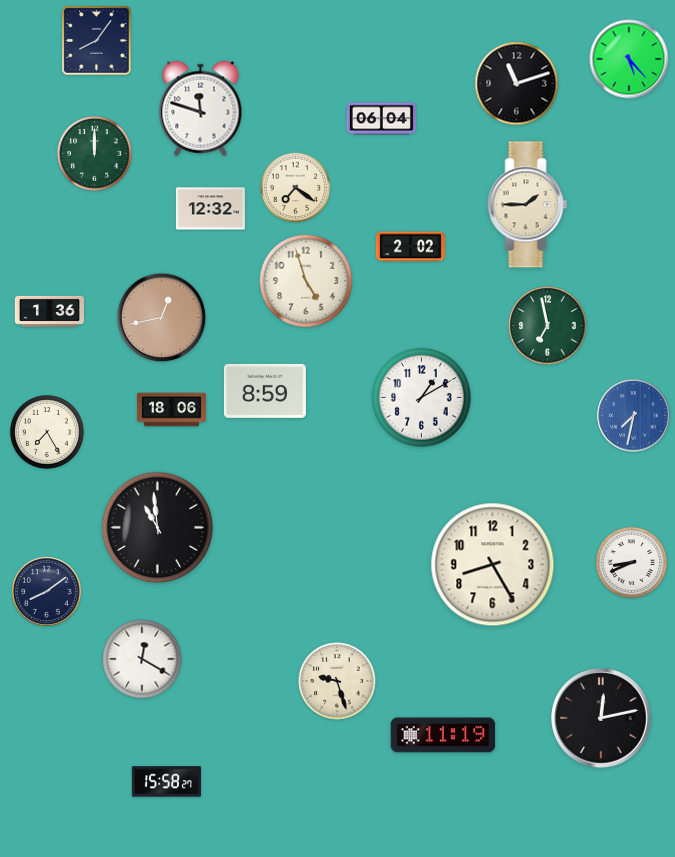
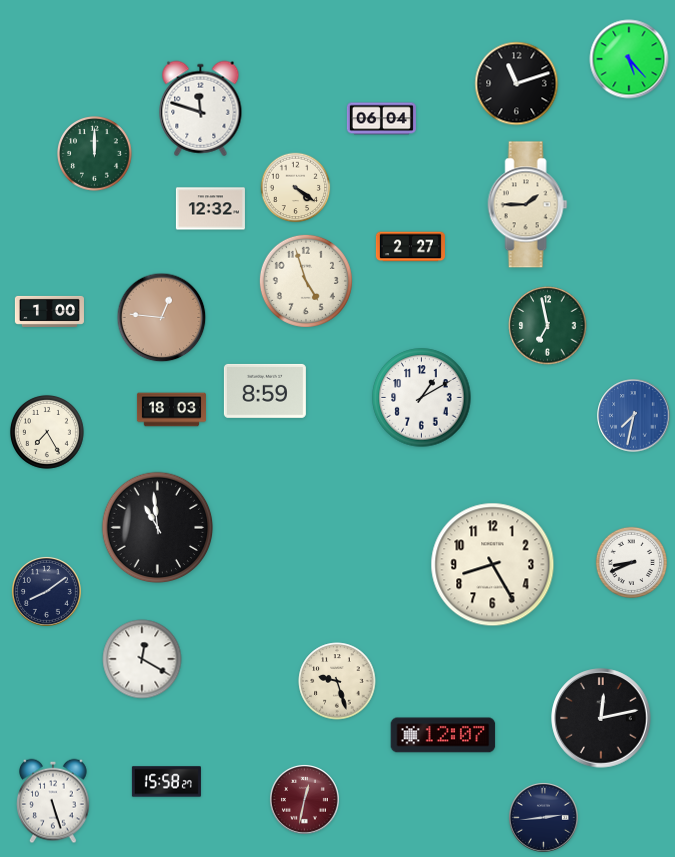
clock at (97, 41): 8:06 -> none
clock at (296, 188): 7:21 -> 4:21
clock at (410, 247): 2:02 -> 2:27
clock at (49, 311): 1:36 -> 1:00
clock at (162, 318): 12:43 -> 12:46
clock at (171, 410): 18:06 -> 18:03
clock at (443, 735): 11:19 -> 12:07
clock at (304, 799): none -> 12:32
clock at (53, 801): none -> 5:27
clock at (543, 817): none -> 2:44
